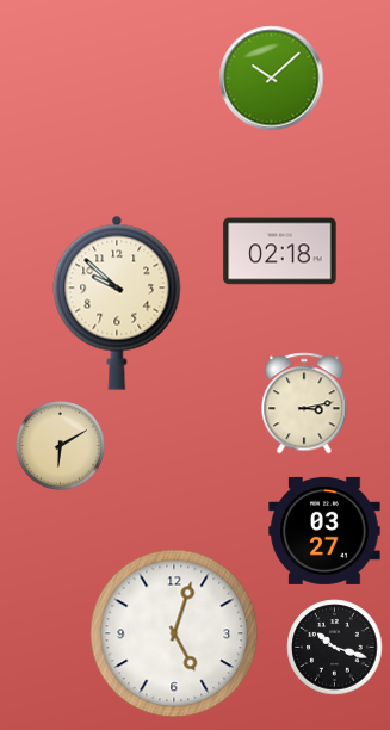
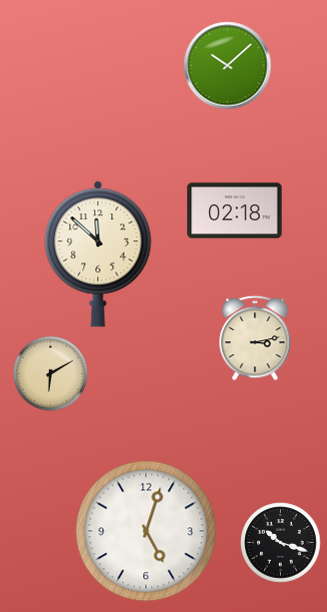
clock at (117, 303): 9:52 -> 11:52
clock at (324, 531): 03:27 -> none
